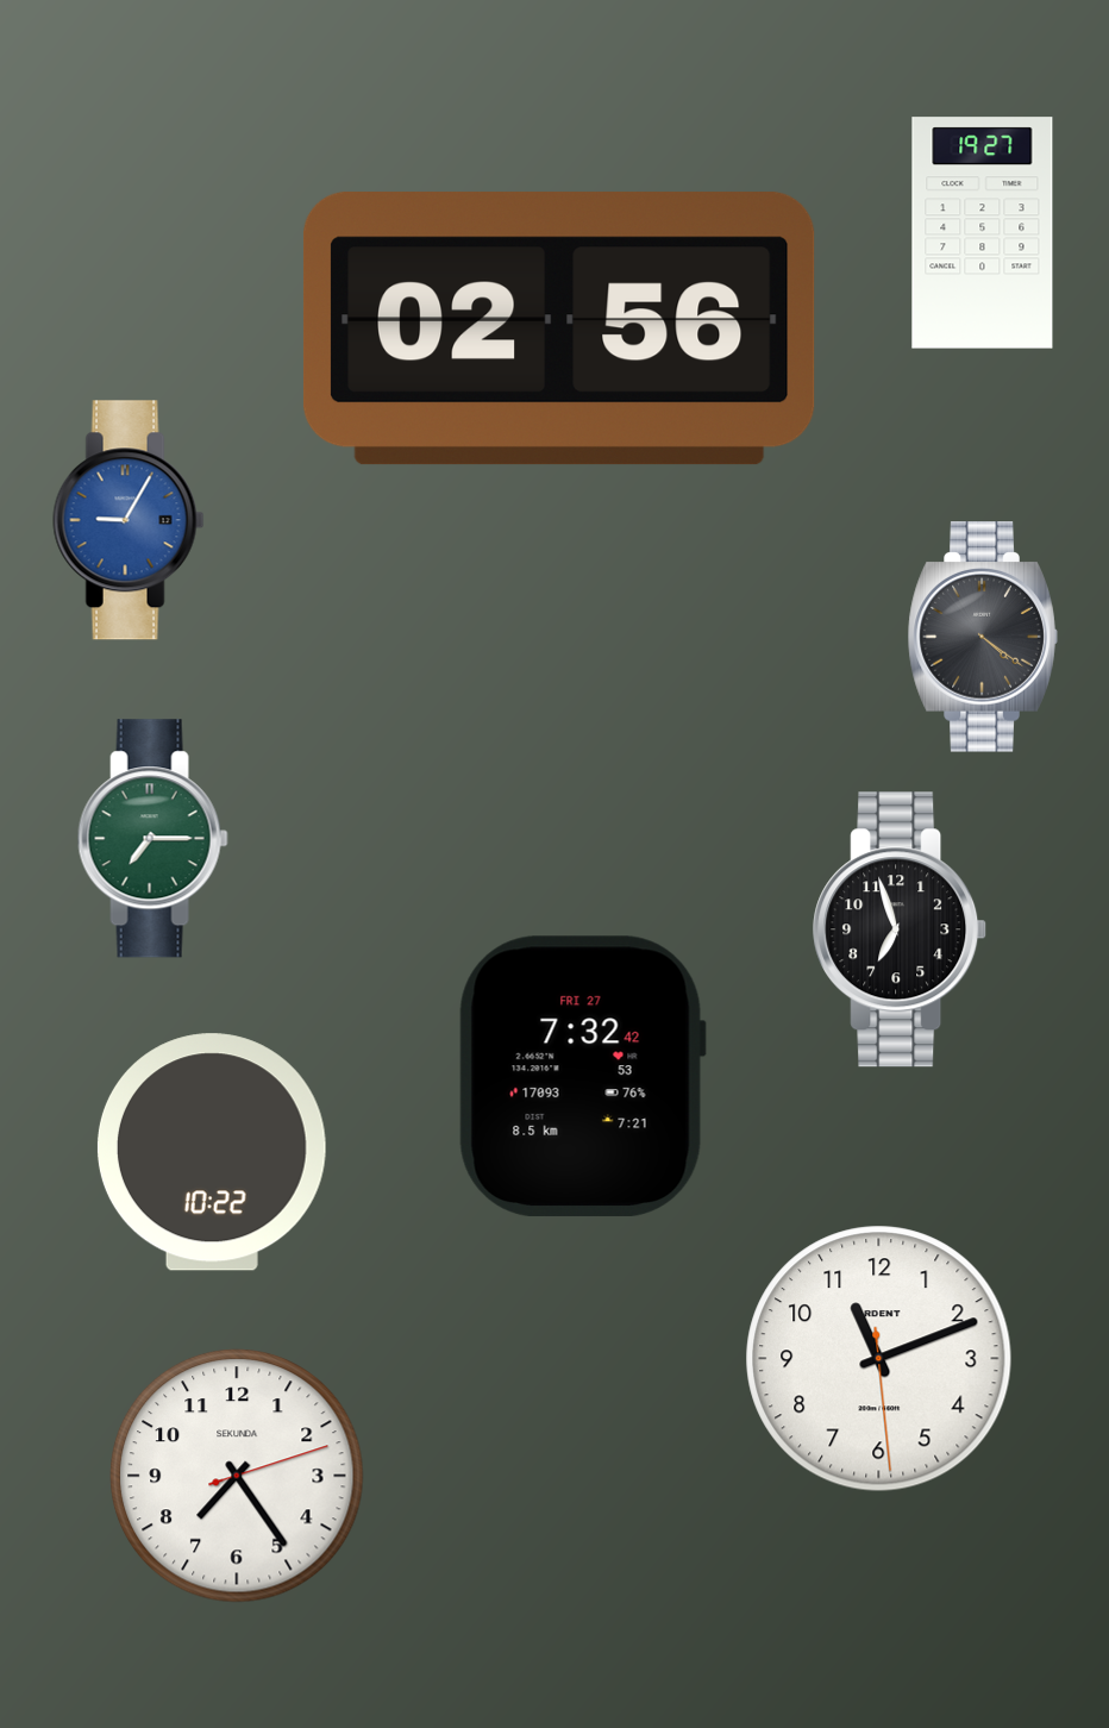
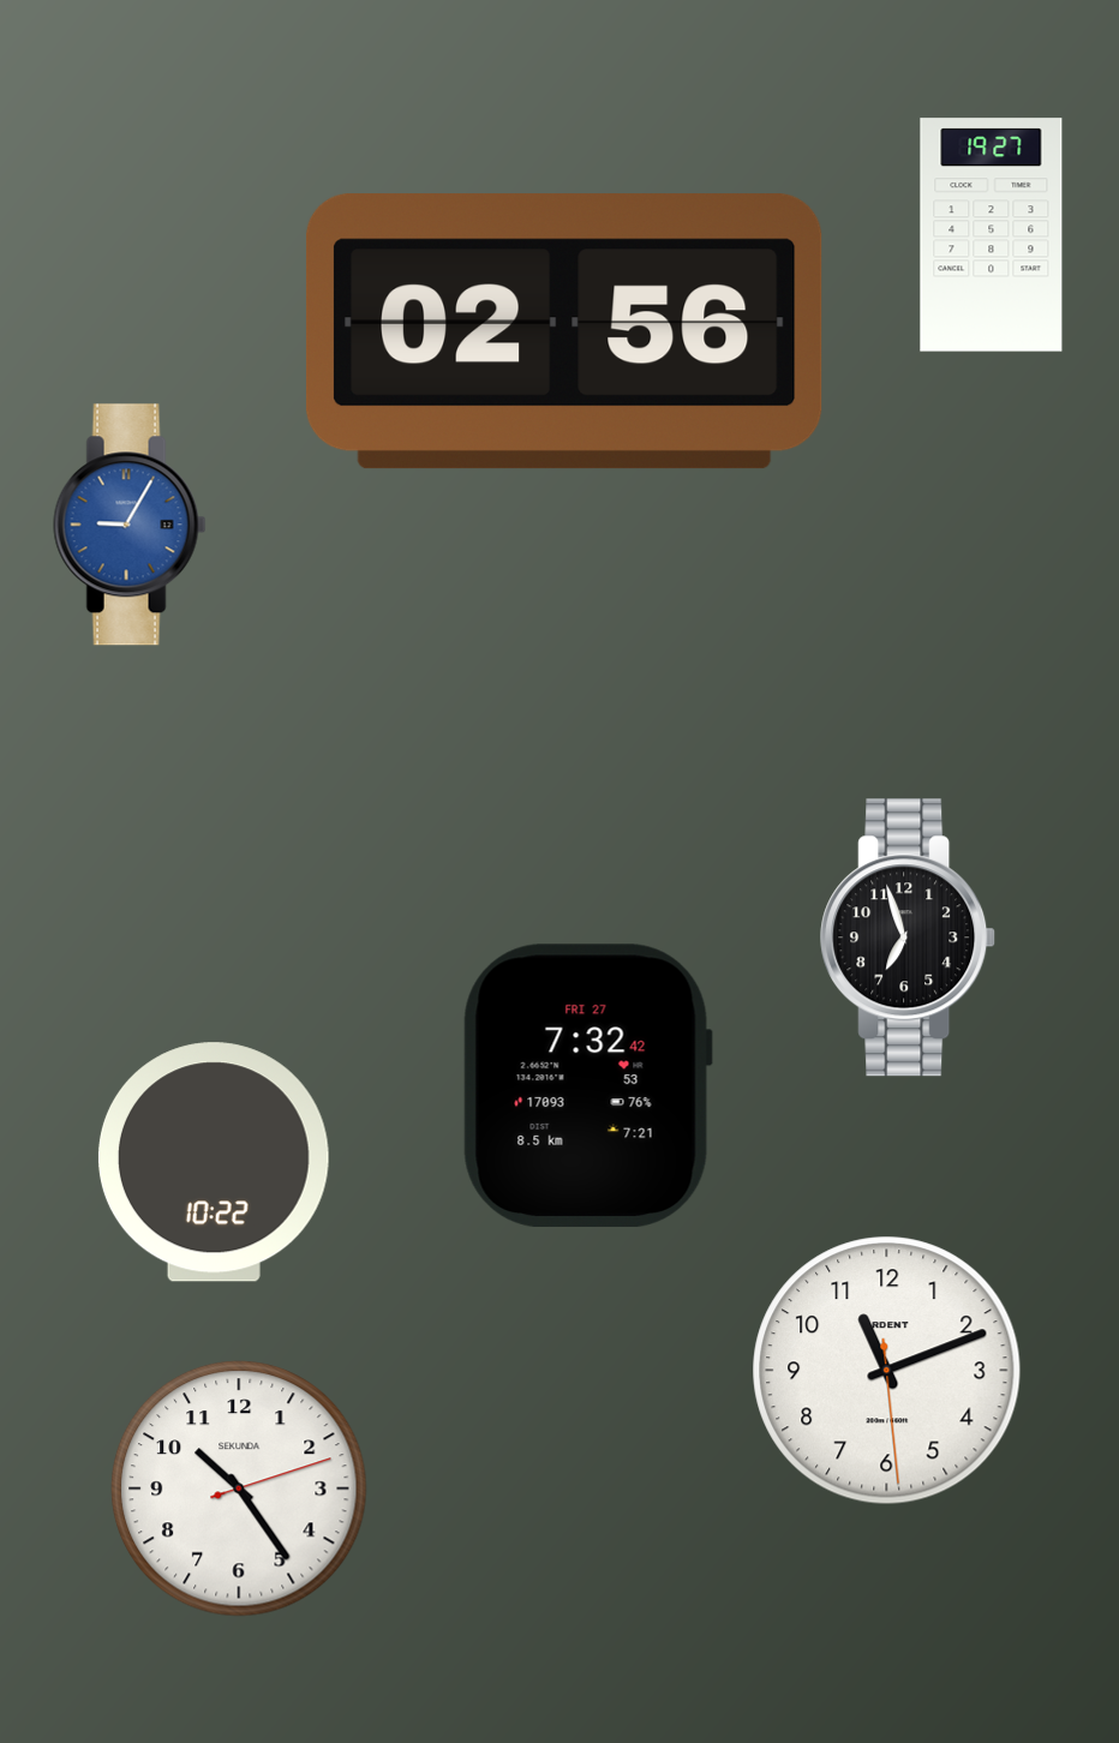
clock at (983, 637): 4:21 -> none
clock at (152, 839): 7:15 -> none
clock at (237, 1476): 7:24 -> 10:24
